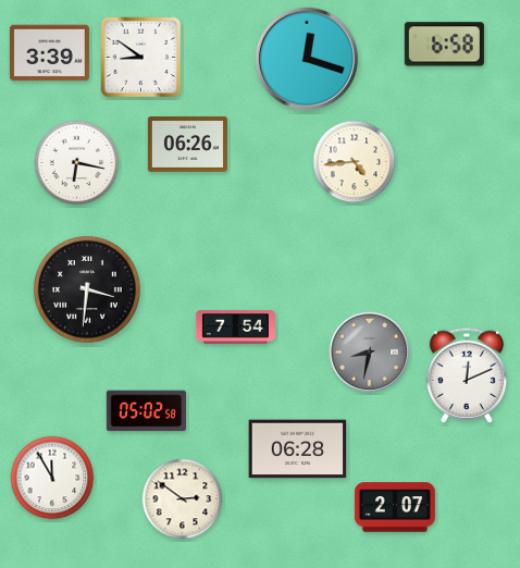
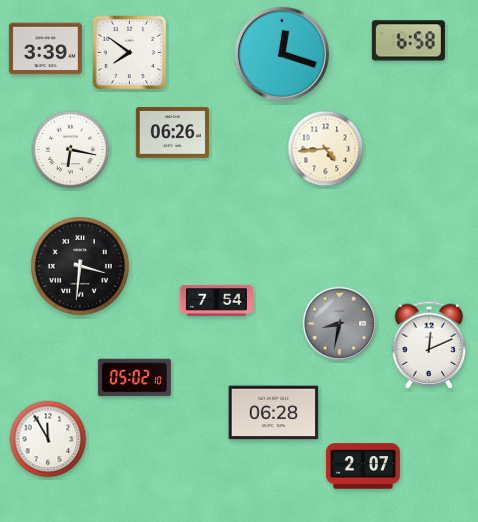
clock at (141, 58): 8:51 -> 7:51
clock at (146, 411): 05:02:58 -> 05:02:10
clock at (183, 499): 2:51 -> none
